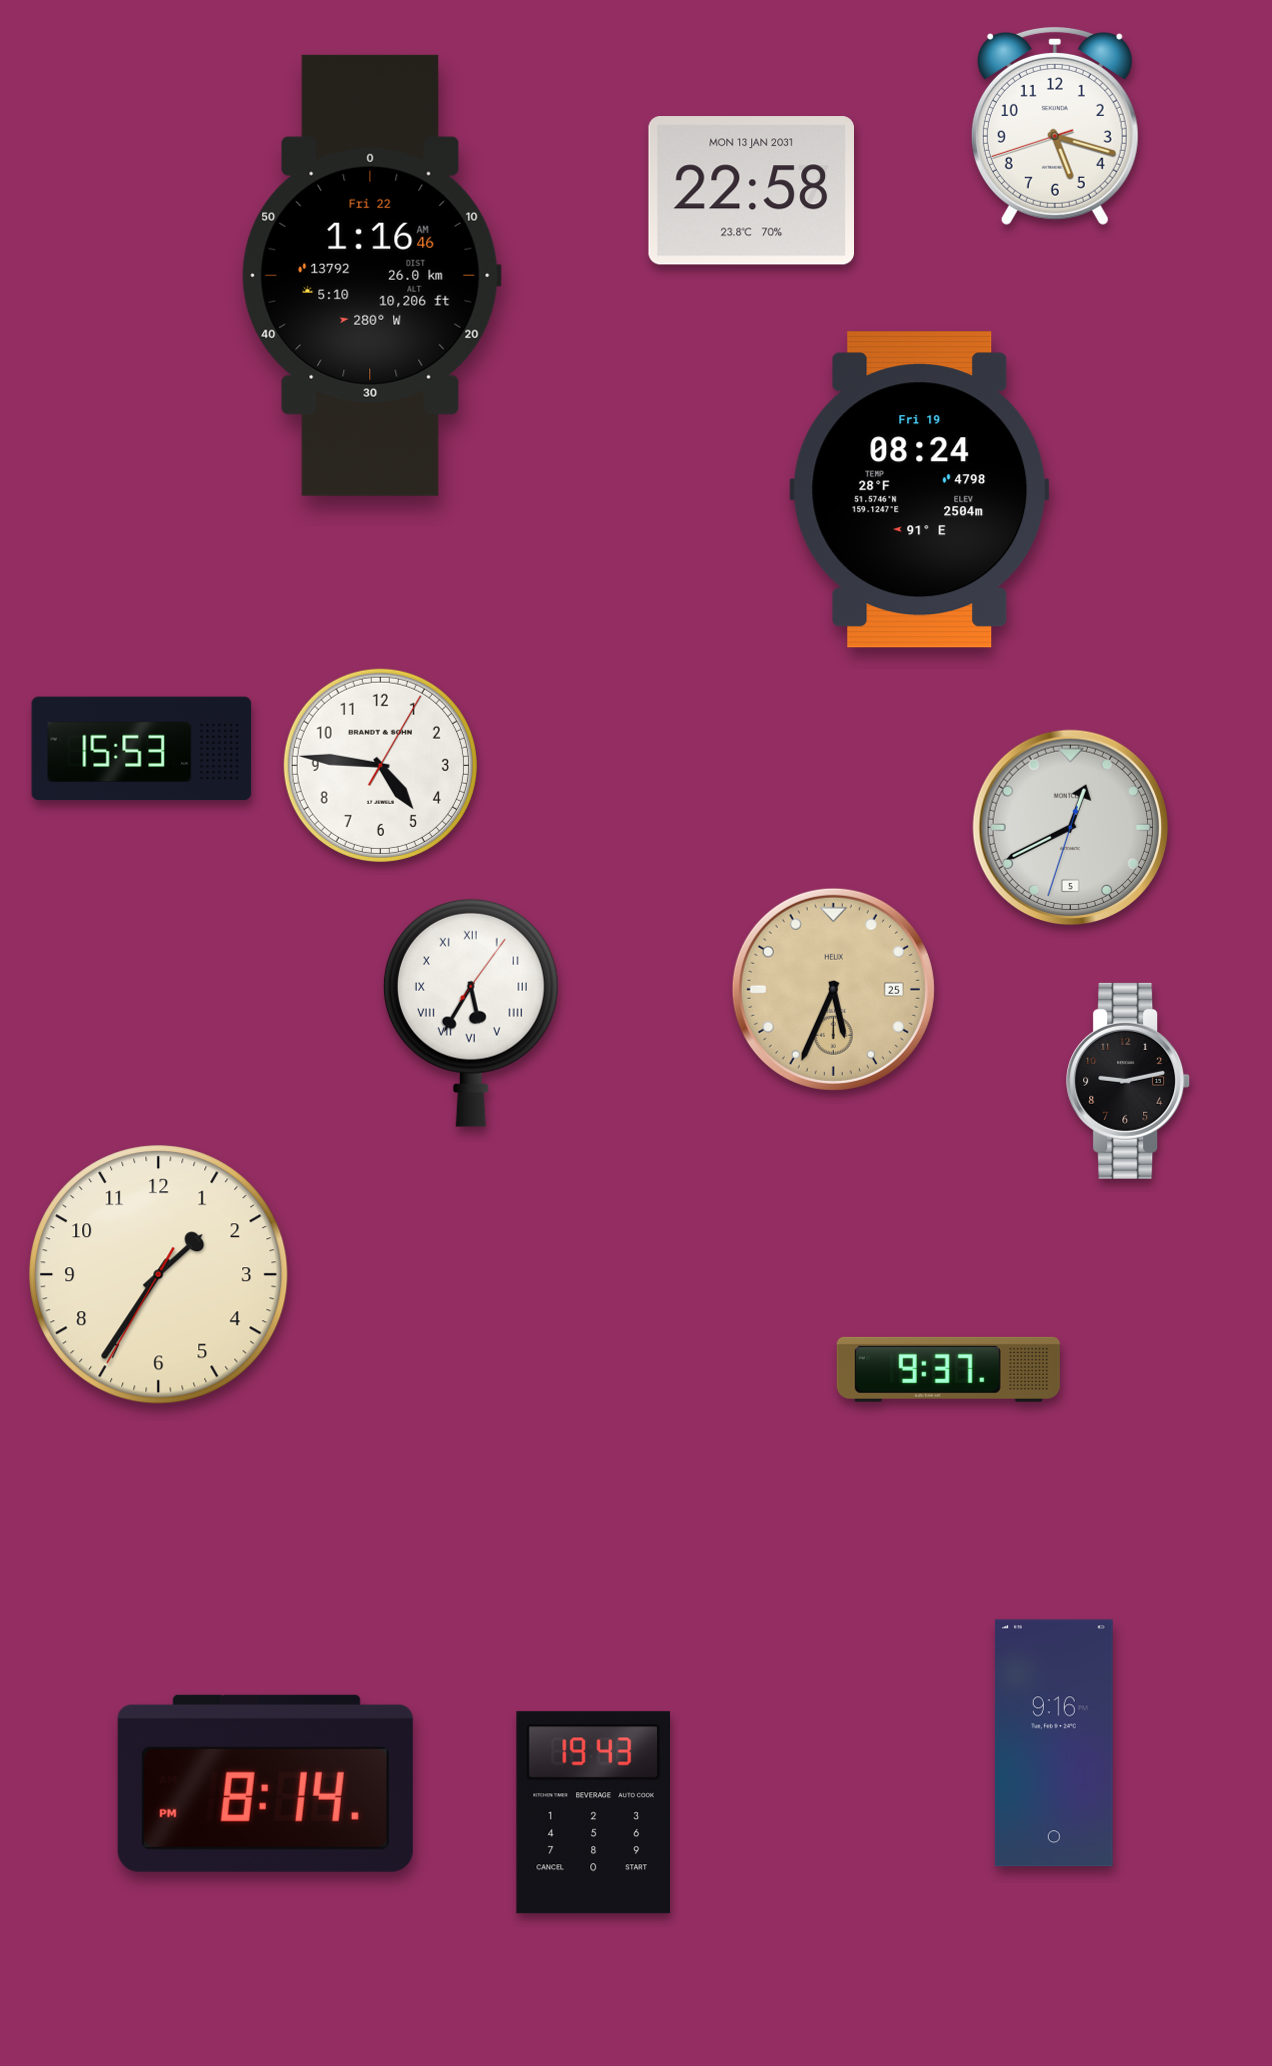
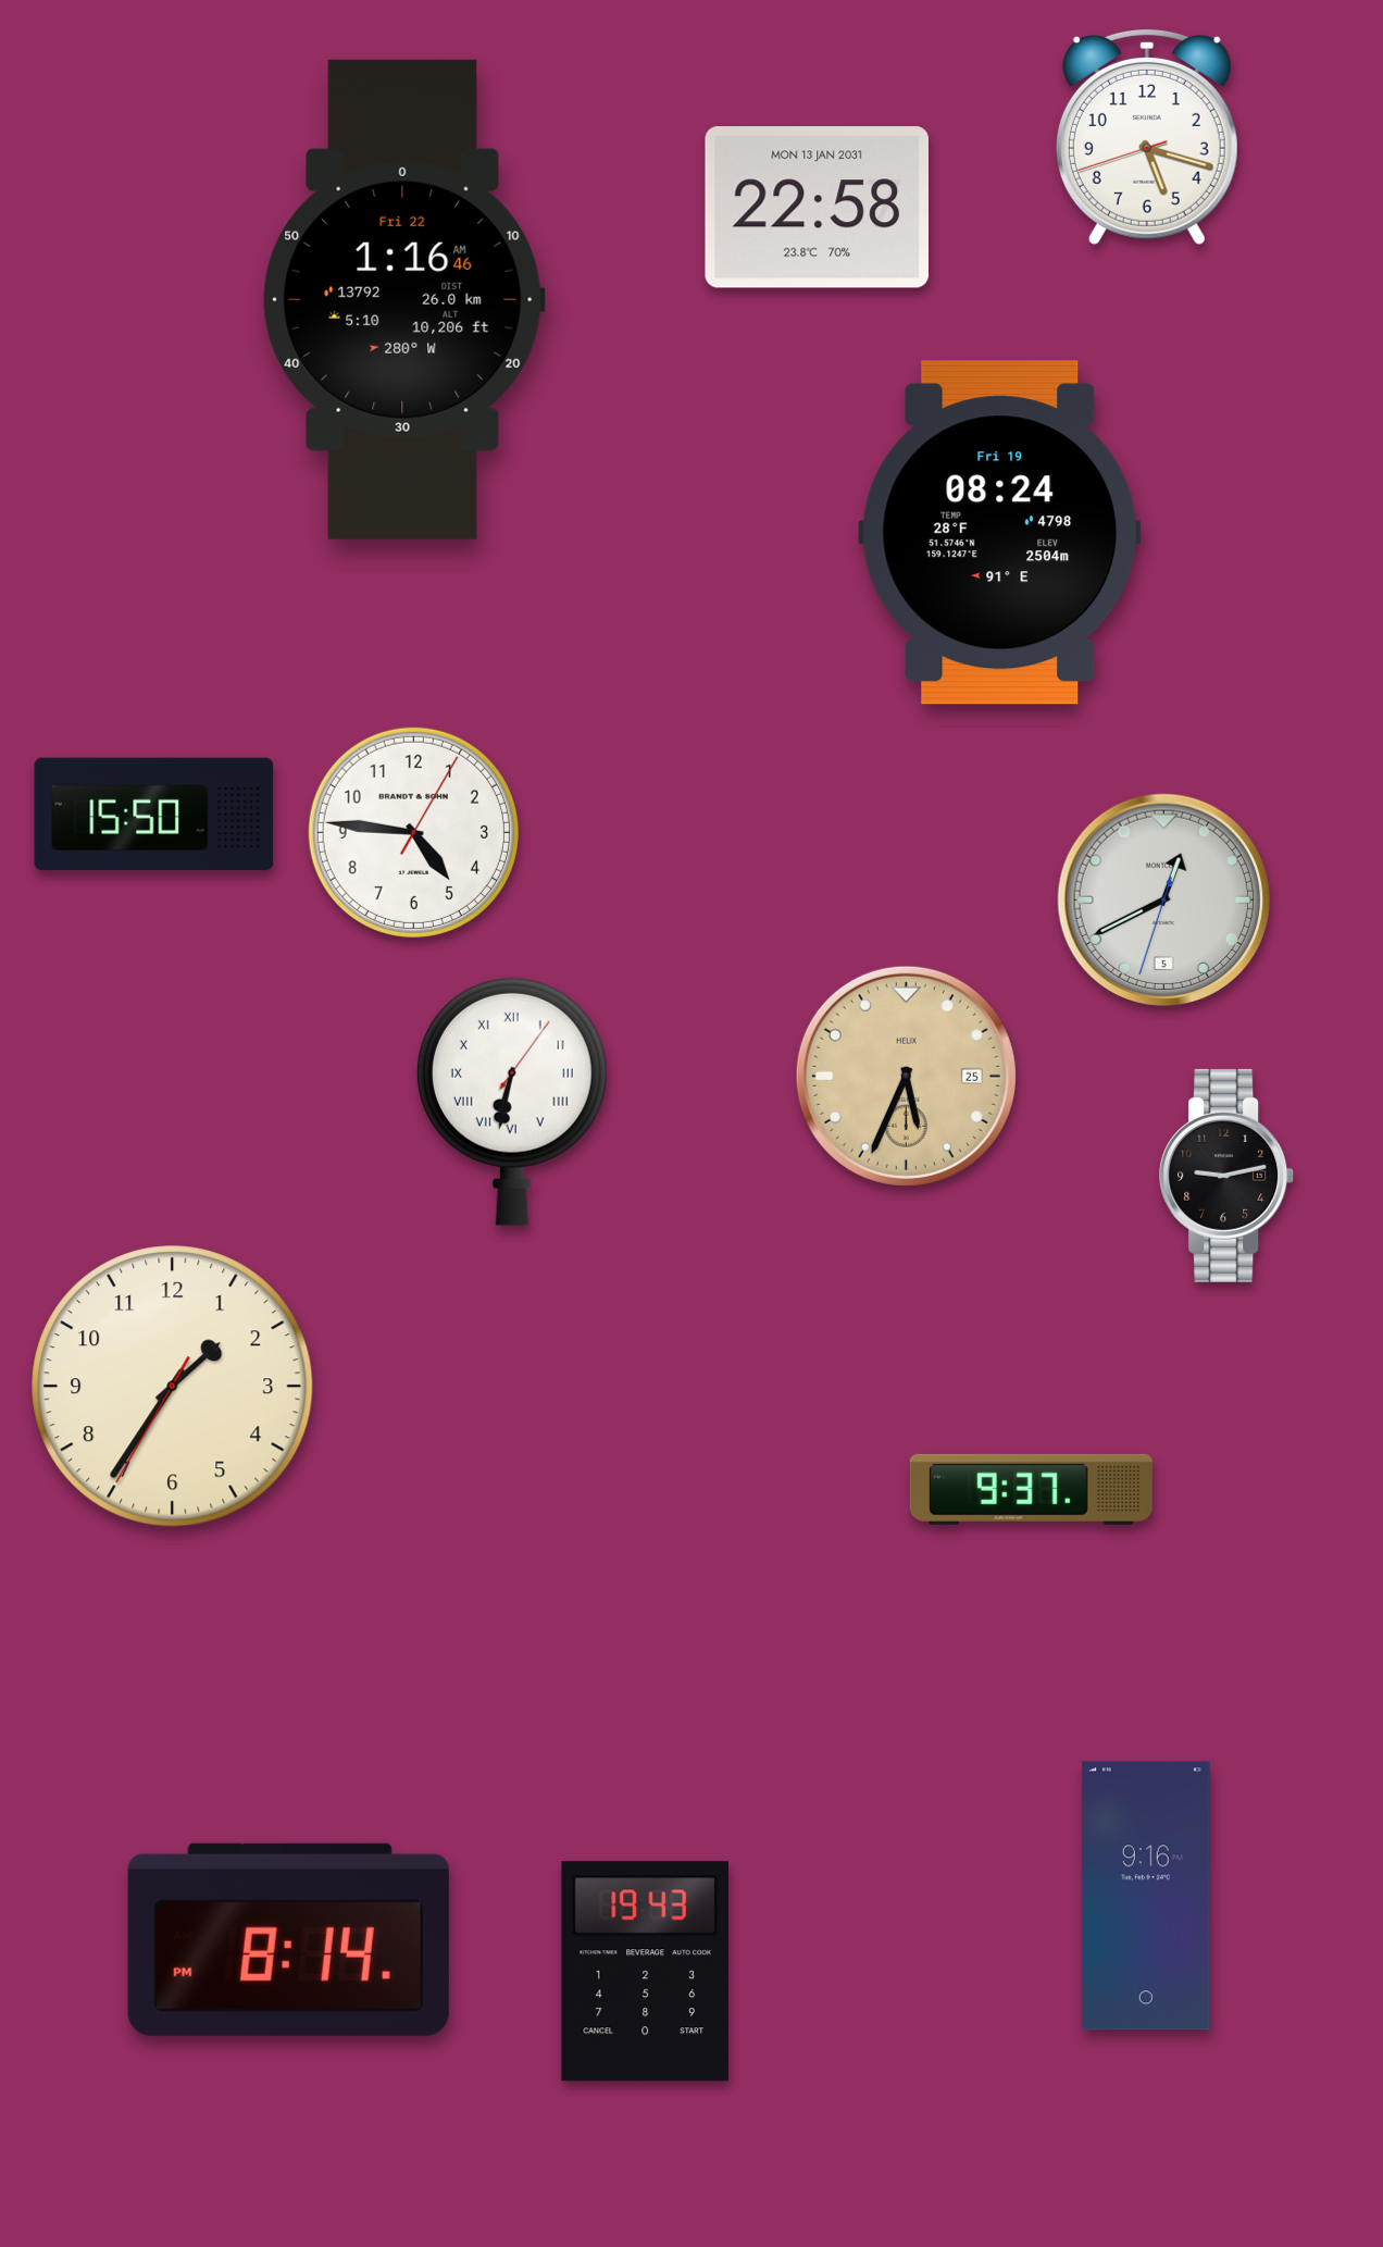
clock at (142, 749): 15:53 -> 15:50
clock at (471, 1013): 5:35 -> 6:32
